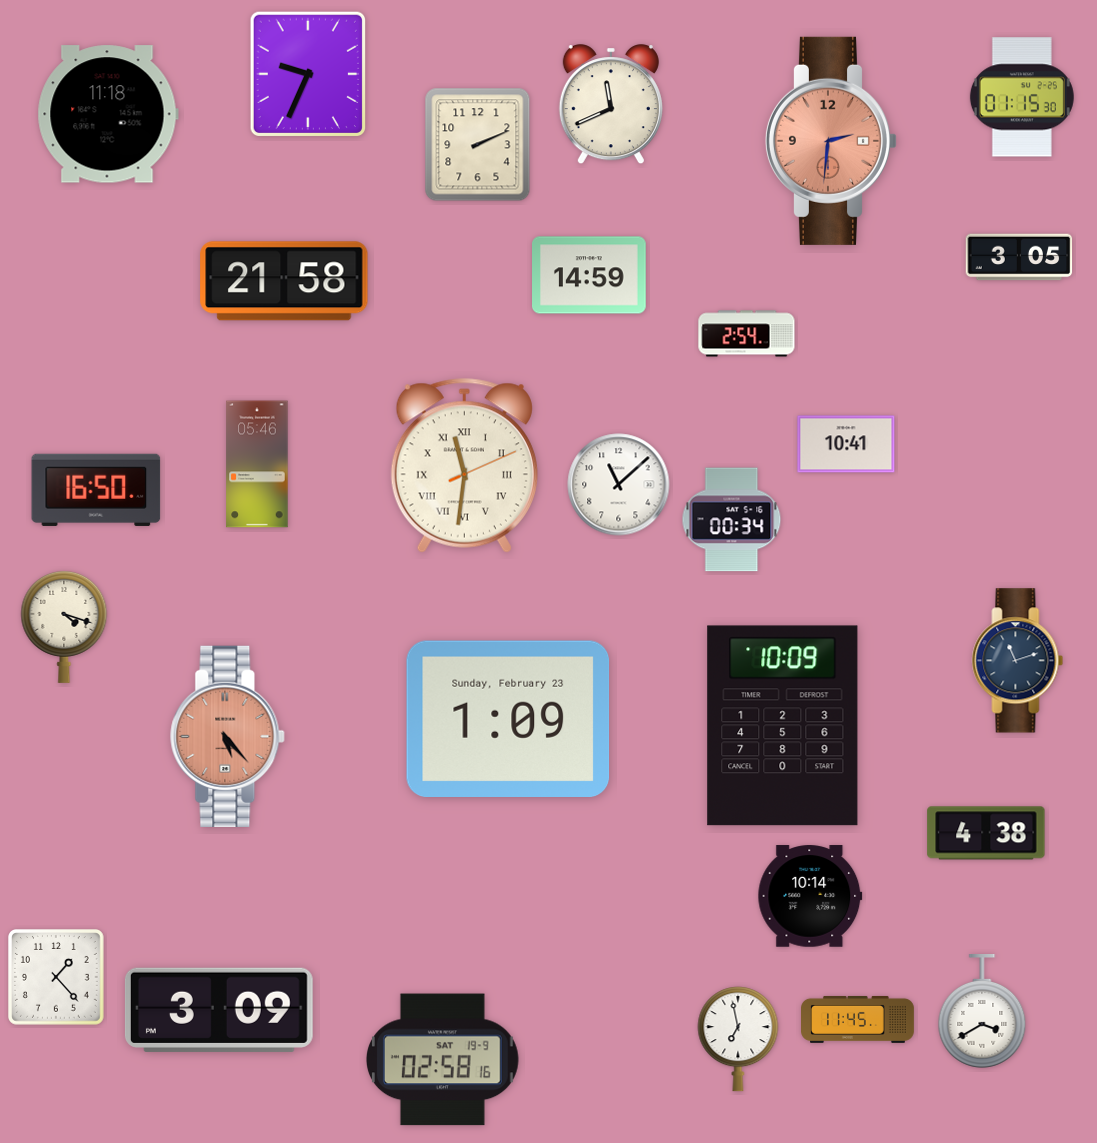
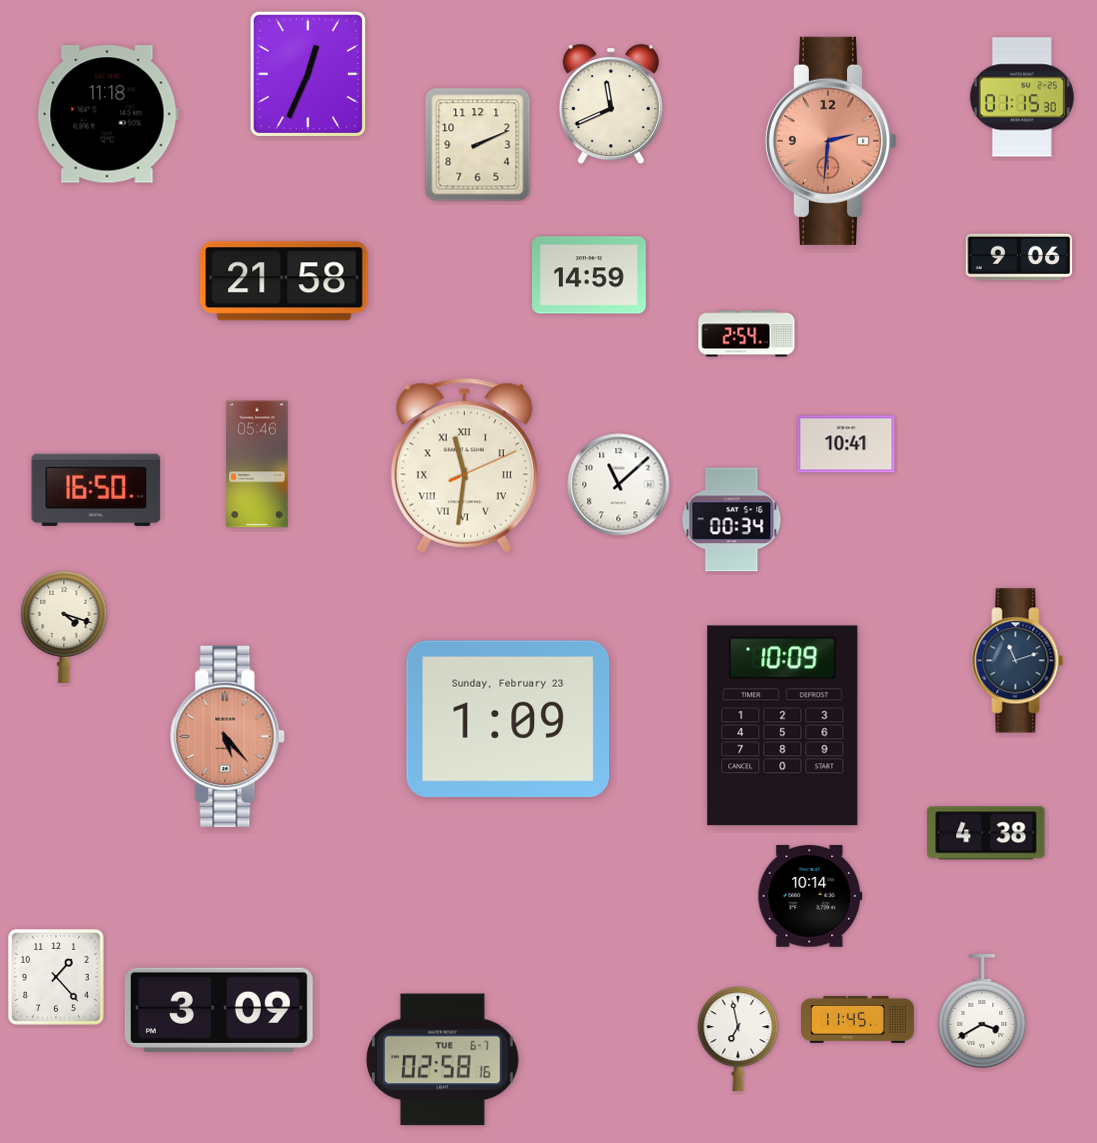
clock at (307, 74): 9:34 -> 12:34
clock at (1019, 257): 3:05 -> 9:06
clock at (443, 1060) date: SAT 19-9 -> TUE 6-7
